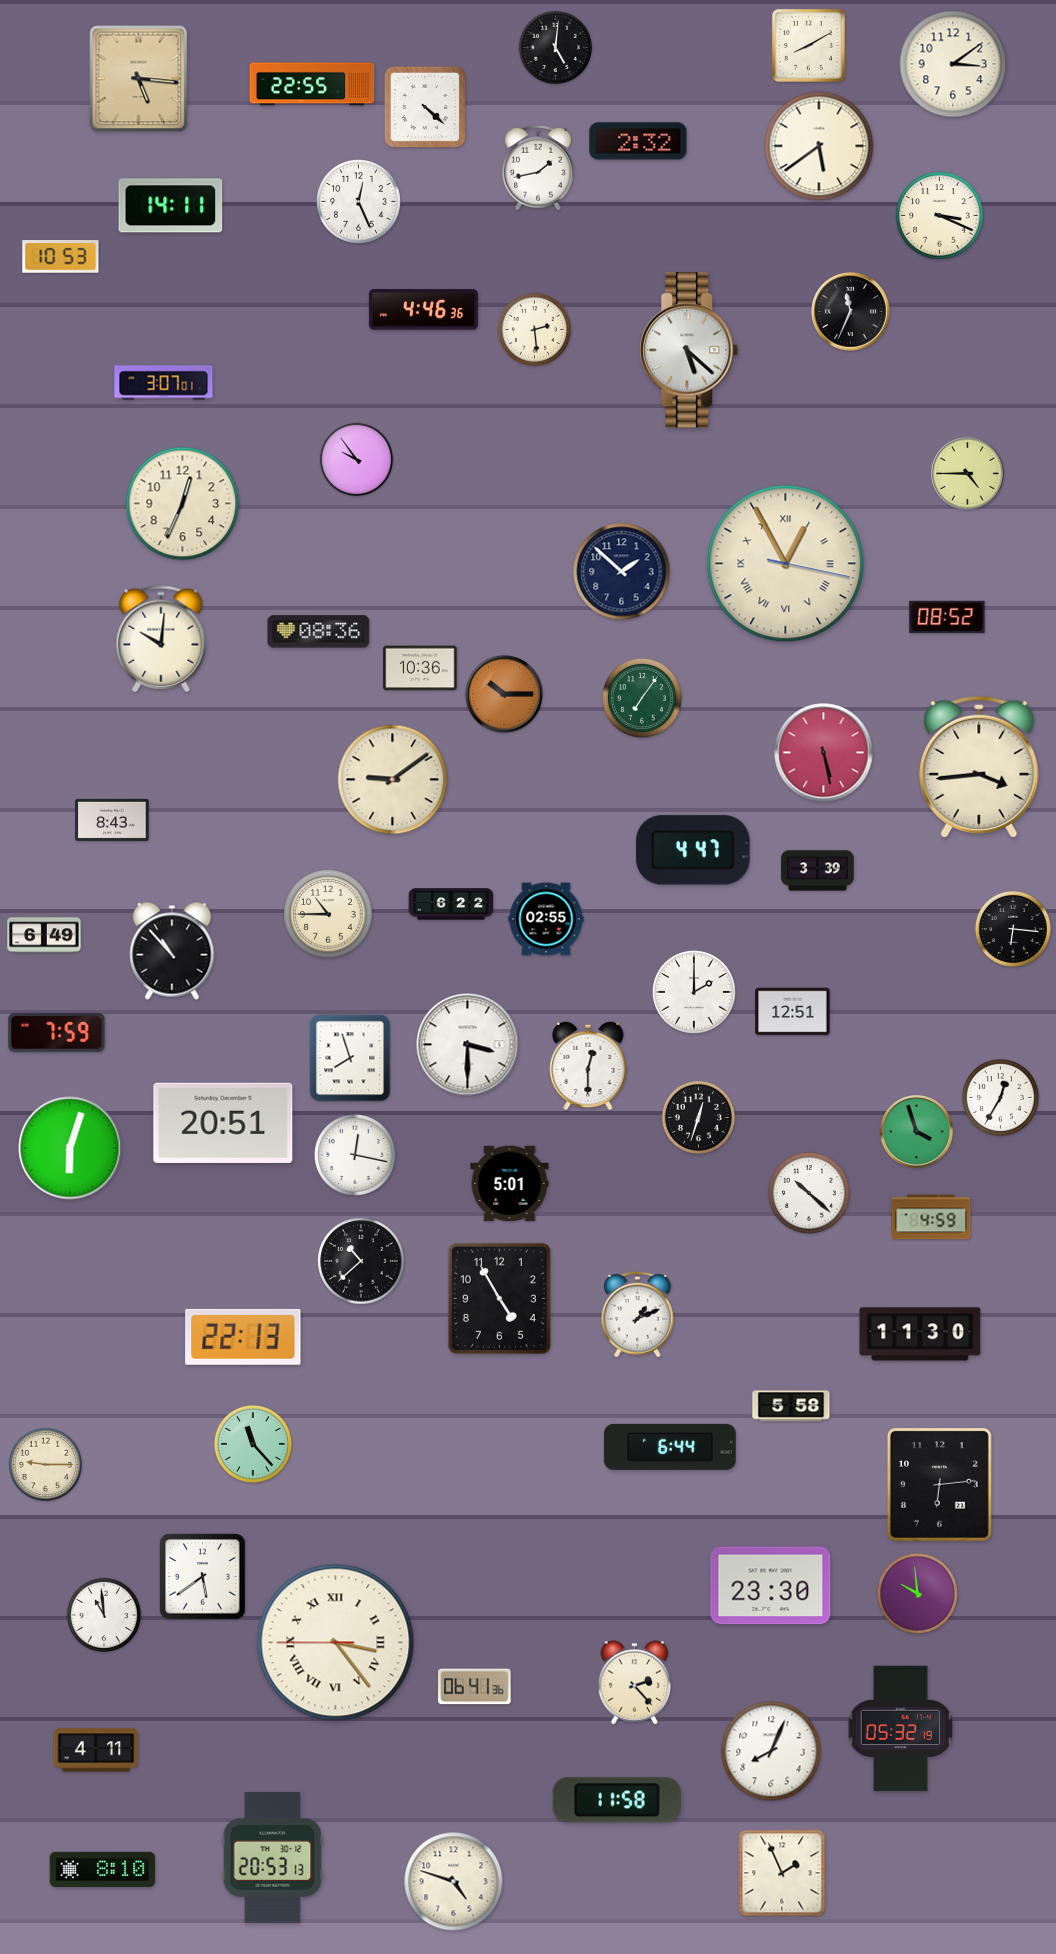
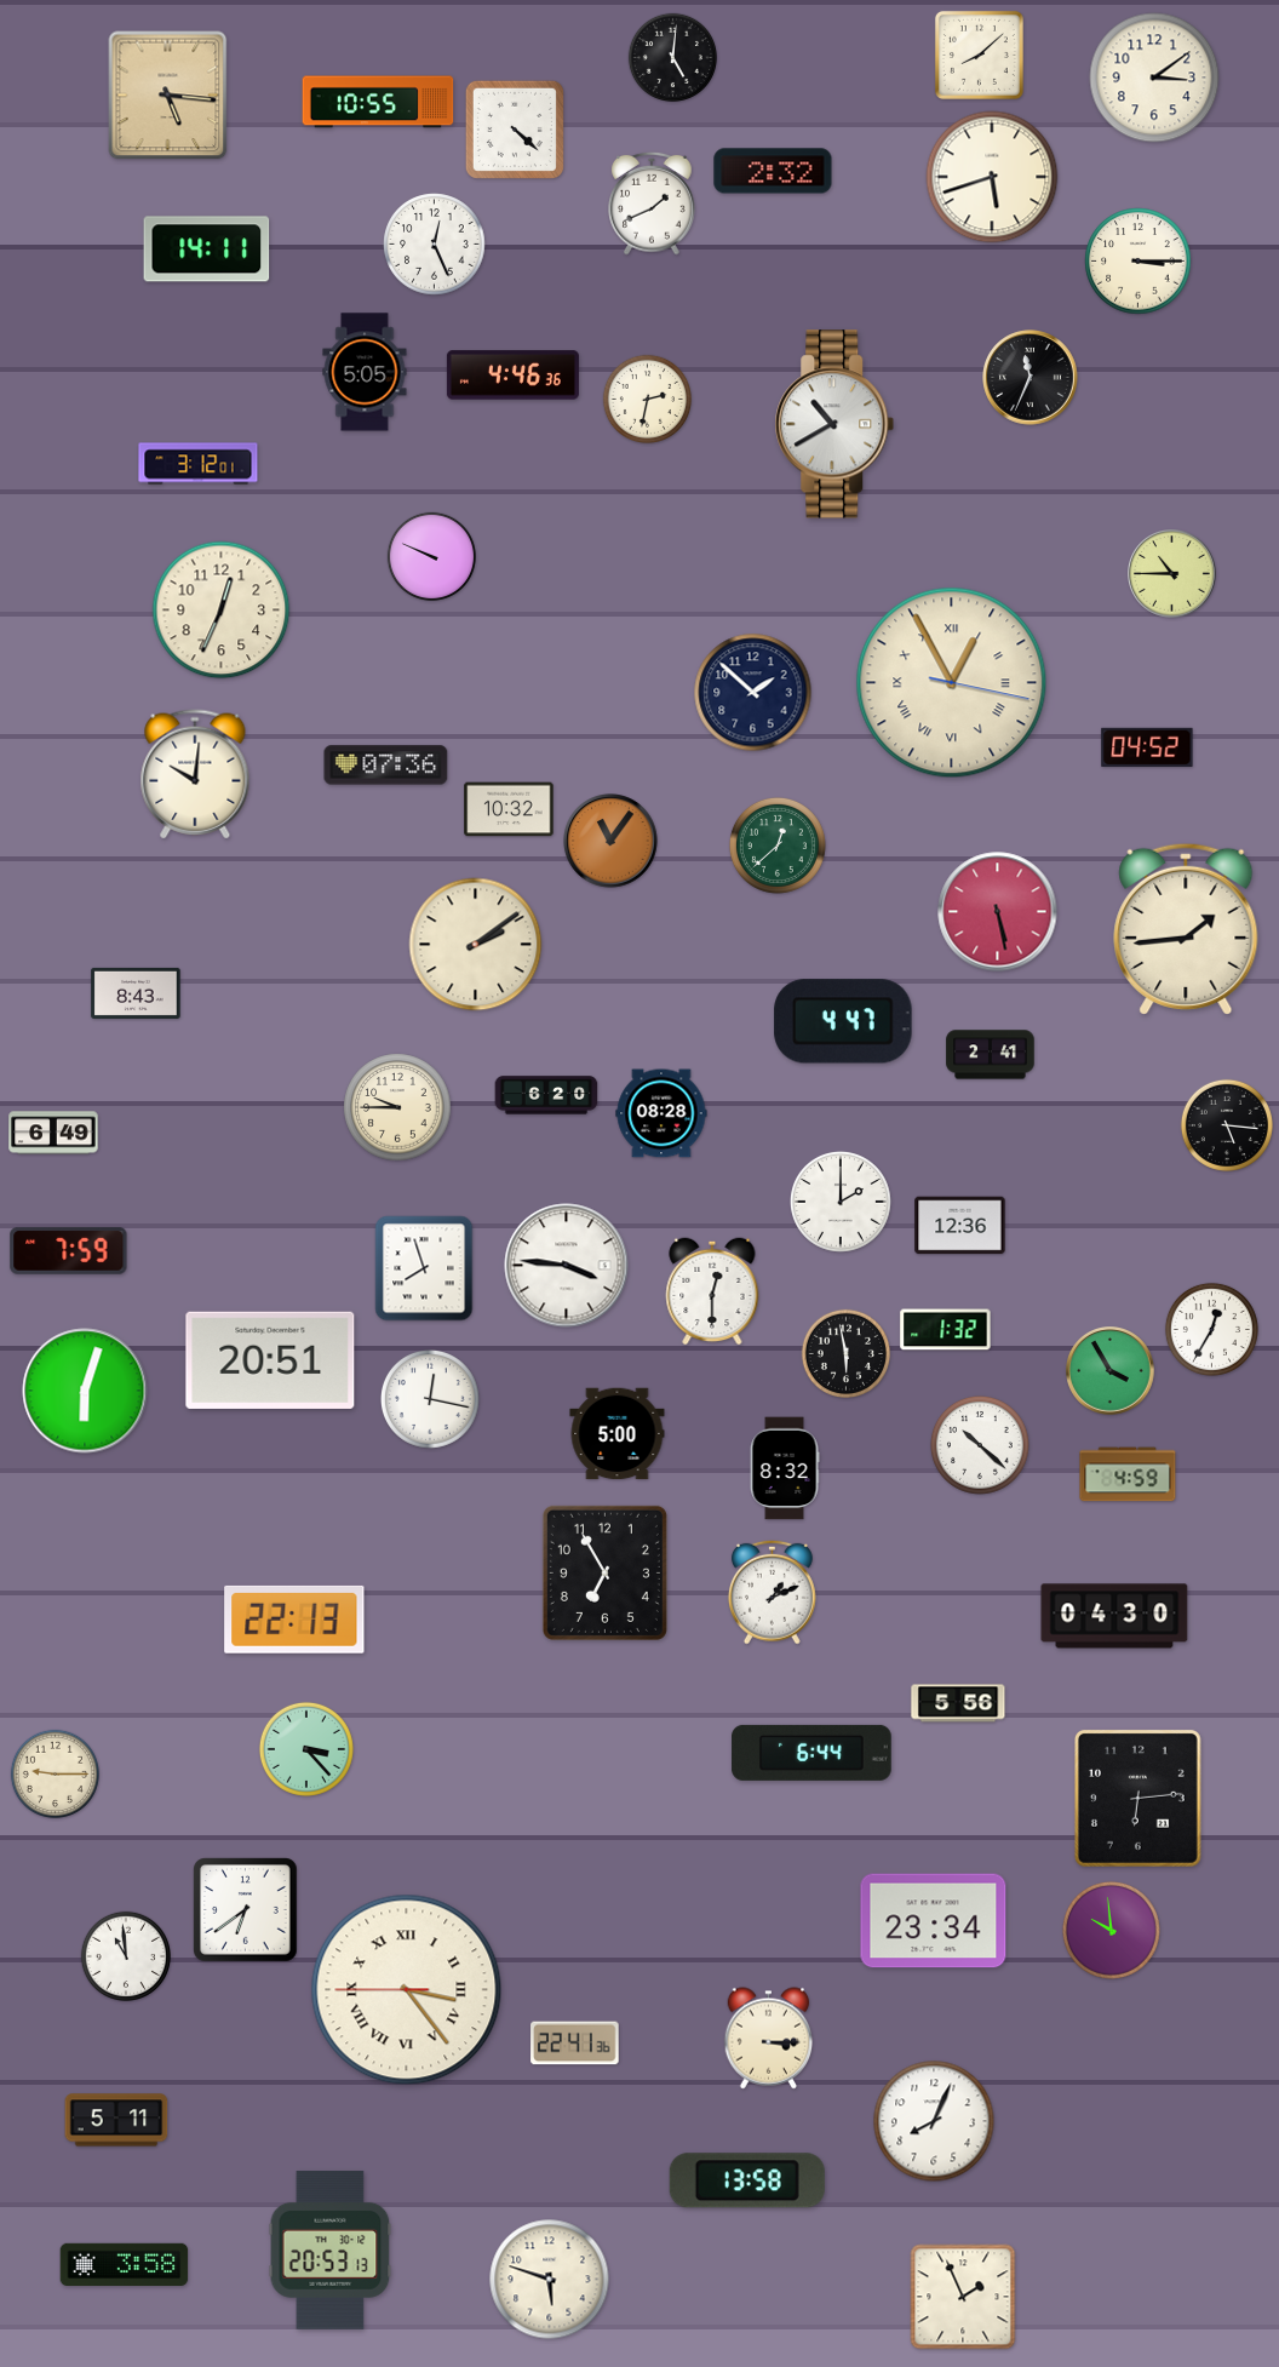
clock at (808, 45): 8:10 -> 8:08
clock at (312, 84): 22:55 -> 10:55
clock at (819, 146): 5:39 -> 5:42
clock at (538, 168): 1:43 -> 1:41
clock at (940, 216): 3:19 -> 3:15
clock at (61, 257): 10:53 -> none
clock at (365, 372): none -> 5:05
clock at (534, 329): 2:29 -> 2:32
clock at (689, 350): 5:22 -> 10:40
clock at (164, 383): 3:07 -> 3:12
clock at (356, 459): 9:54 -> 9:49
clock at (968, 474): 4:45 -> 10:45
clock at (947, 617): 08:52 -> 04:52
clock at (319, 632): 08:36 -> 07:36
clock at (420, 668): 10:36 -> 10:32
clock at (504, 694): 10:15 -> 11:06
clock at (642, 698): 7:06 -> 12:38
clock at (979, 767): 3:44 -> 1:44
clock at (393, 780): 9:09 -> 2:09
clock at (693, 850) position: (693, 850) -> (843, 1021)
clock at (818, 871): 3:39 -> 2:41
clock at (451, 904): 6:22 -> 6:20
clock at (328, 914): 10:45 -> 9:45
clock at (546, 919): 02:55 -> 08:28
clock at (1013, 929): 6:16 -> 5:16
clock at (172, 951): 10:53 -> none
clock at (793, 1012): 12:51 -> 12:36
clock at (468, 1045): 3:30 -> 3:46
clock at (350, 1058) position: (350, 1058) -> (424, 1268)
clock at (946, 1330): none -> 1:32
clock at (698, 1117): 12:33 -> 5:58
clock at (917, 1132): 3:57 -> 3:55
clock at (510, 1184): 5:01 -> 5:00
clock at (785, 1468): none -> 8:32
clock at (361, 1261): 10:38 -> none
clock at (499, 1298): 4:55 -> 6:55
clock at (920, 1334): 11:30 -> 04:30
clock at (791, 1406): 5:58 -> 5:56
clock at (253, 1444): 11:23 -> 3:23
clock at (203, 1577): 5:39 -> 6:39
clock at (771, 1586): 23:30 -> 23:34
clock at (635, 1683): 2:23 -> 3:15
clock at (475, 1687): 06:41 -> 22:41
clock at (901, 1729): 05:32 -> none
clock at (96, 1750): 4:11 -> 5:11
clock at (617, 1800): 11:58 -> 13:58
clock at (103, 1869): 8:10 -> 3:58
clock at (782, 1873) position: (782, 1873) -> (963, 2297)
clock at (454, 1882): 4:48 -> 5:48
